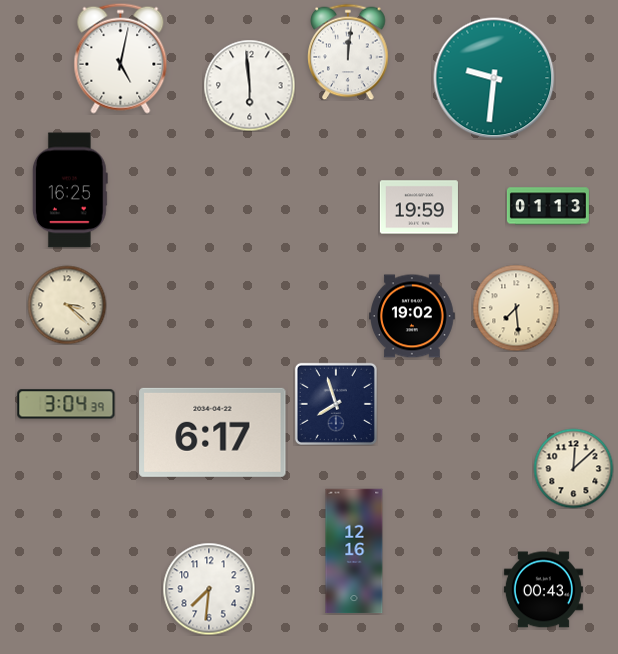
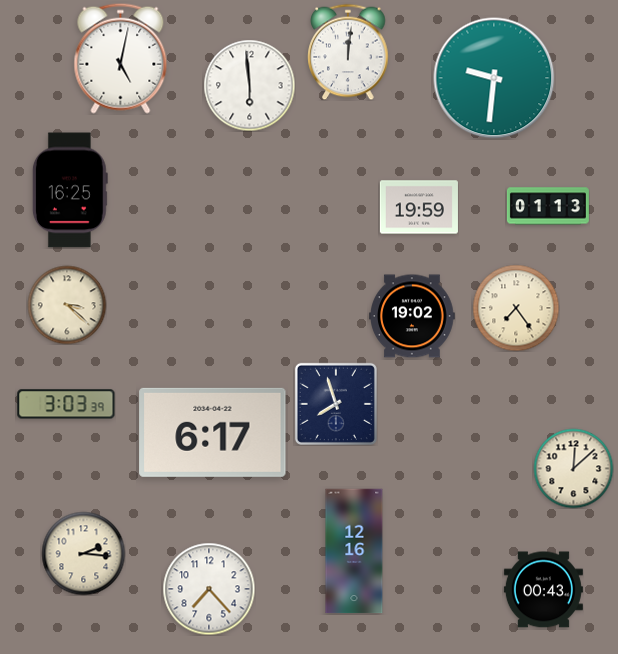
clock at (516, 308): 7:29 -> 7:24
clock at (66, 404): 3:04 -> 3:03
clock at (83, 553): none -> 2:16
clock at (209, 589): 7:31 -> 7:23
